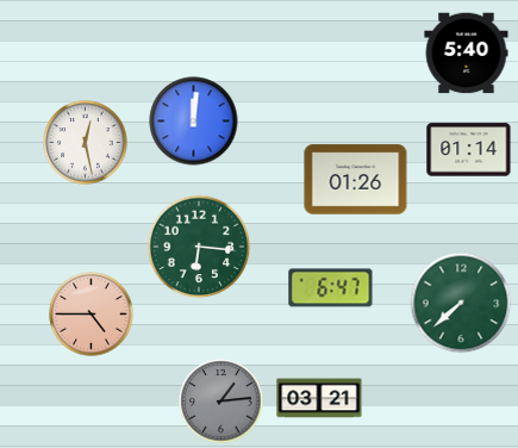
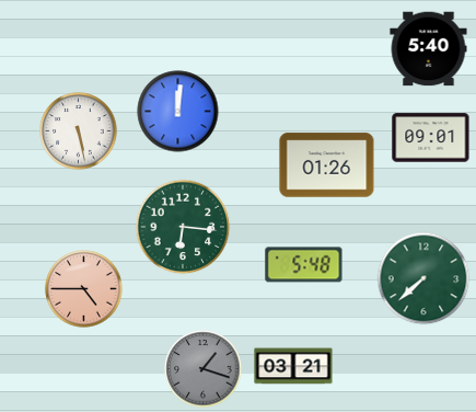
clock at (86, 143): 12:28 -> 5:28
clock at (469, 150): 01:14 -> 09:01
clock at (331, 288): 6:47 -> 5:48
clock at (221, 402): 1:14 -> 1:18
